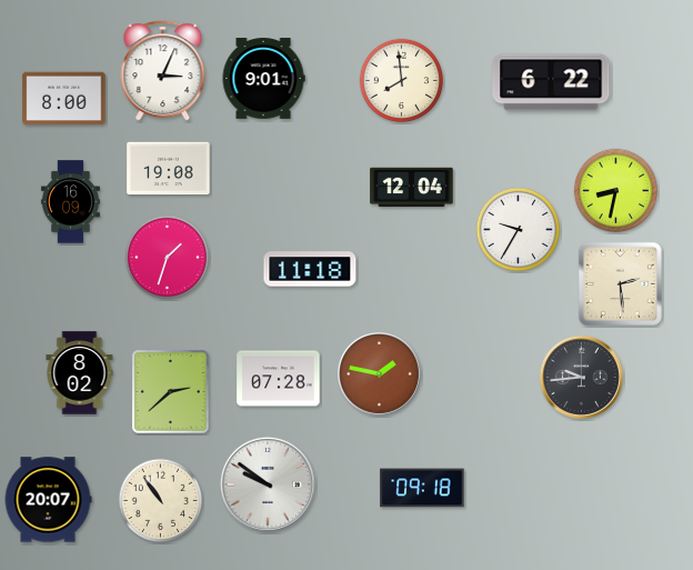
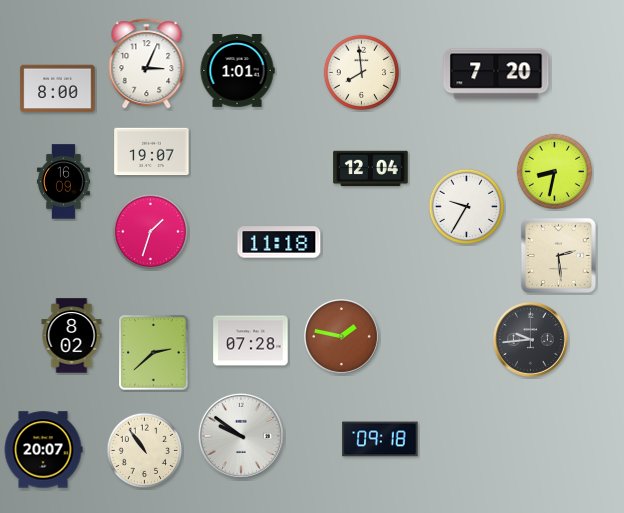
clock at (263, 79): 9:01 -> 1:01
clock at (551, 82): 6:22 -> 7:20
clock at (169, 169): 19:08 -> 19:07
clock at (581, 377) position: (581, 377) -> (530, 339)
